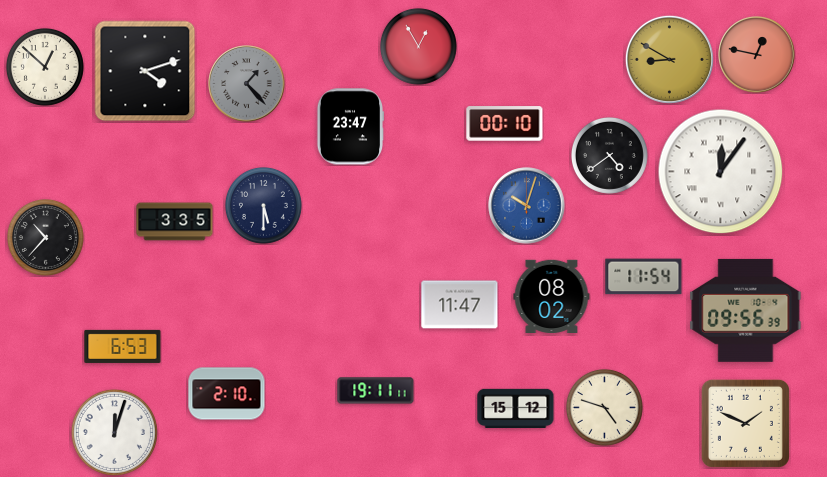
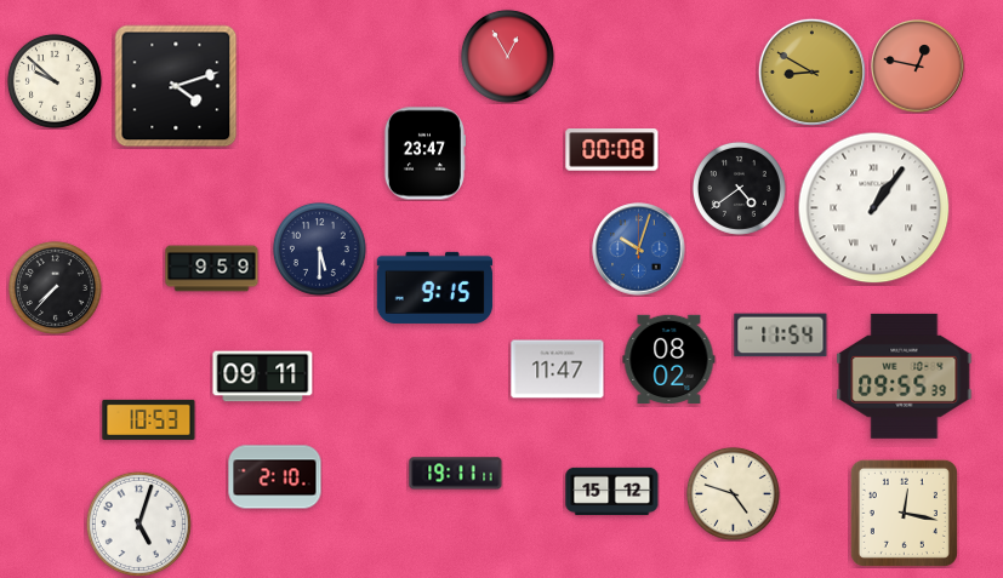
clock at (45, 67): 12:52 -> 9:52
clock at (247, 84): 1:23 -> none
clock at (505, 124): 00:10 -> 00:08
clock at (721, 172): 12:06 -> 1:06
clock at (175, 222): 3:35 -> 9:59
clock at (45, 237): 10:37 -> 7:37
clock at (435, 287): none -> 9:15
clock at (746, 310): 09:56 -> 09:55
clock at (263, 377): none -> 09:11
clock at (123, 346): 6:53 -> 10:53
clock at (516, 408) position: (516, 408) -> (612, 491)
clock at (745, 423): 1:49 -> 12:17
clock at (114, 432): 12:03 -> 5:03
